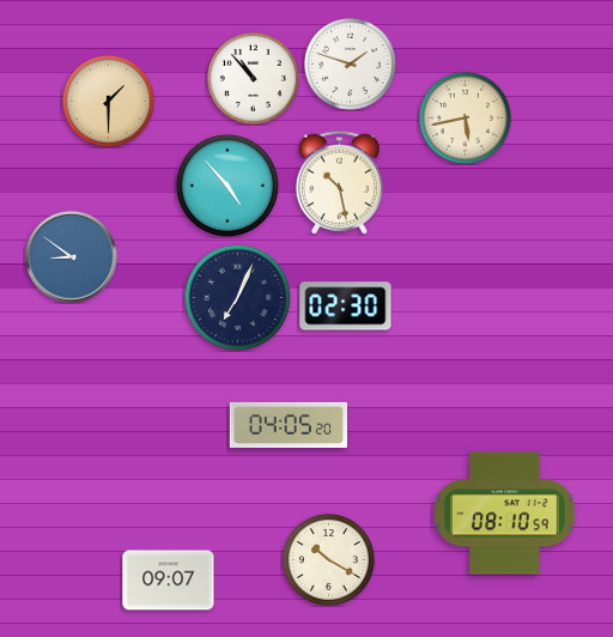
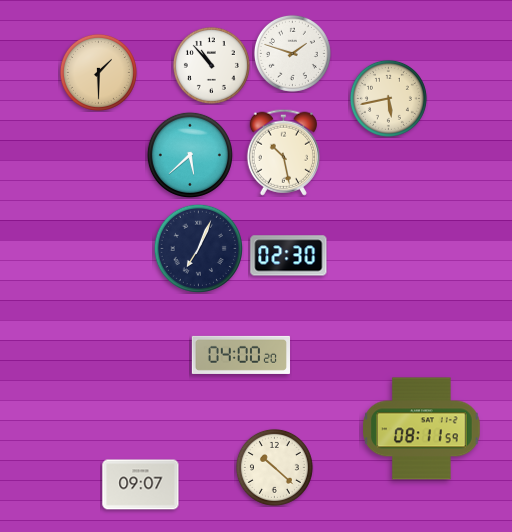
clock at (108, 101) position: (108, 101) -> (98, 72)
clock at (227, 186): 4:53 -> 5:38
clock at (72, 257): 8:51 -> none
clock at (287, 425): 04:05 -> 04:00
clock at (505, 514): 08:10 -> 08:11
clock at (328, 559): 10:20 -> 10:22
